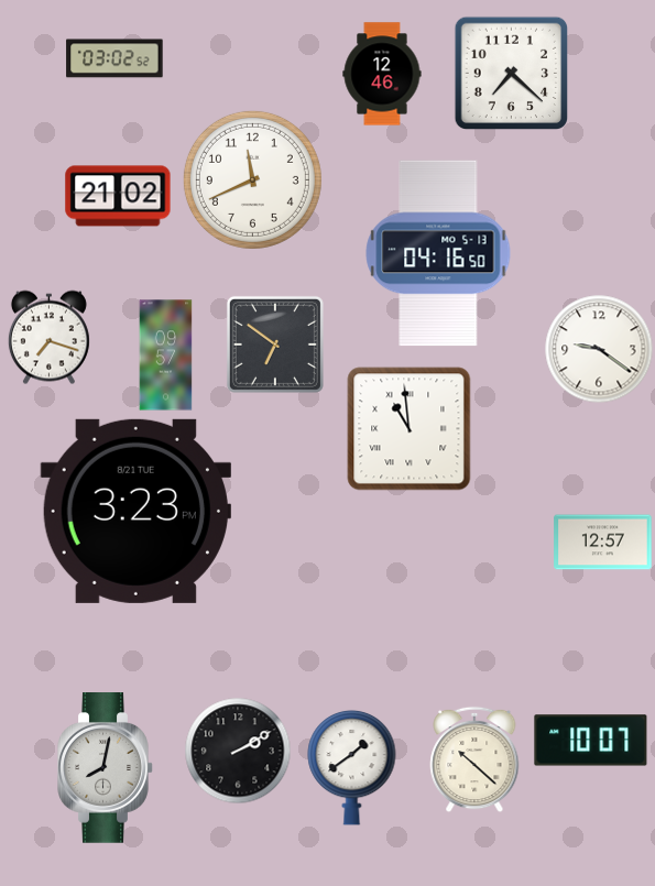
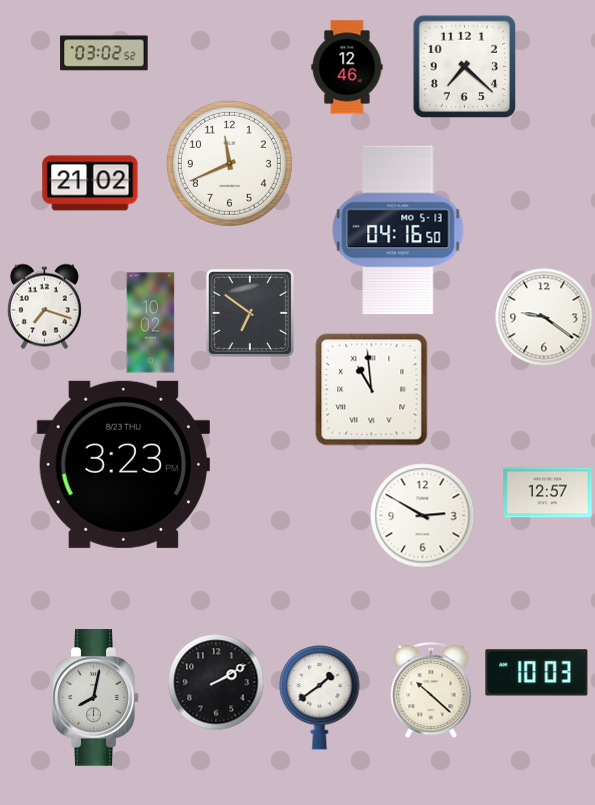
clock at (118, 196) position: (118, 196) -> (90, 183)
clock at (166, 356): 09:57 -> 10:02
clock at (135, 511) date: 8/21 TUE -> 8/23 THU
clock at (423, 516): none -> 2:50
clock at (591, 741): 10:07 -> 10:03
